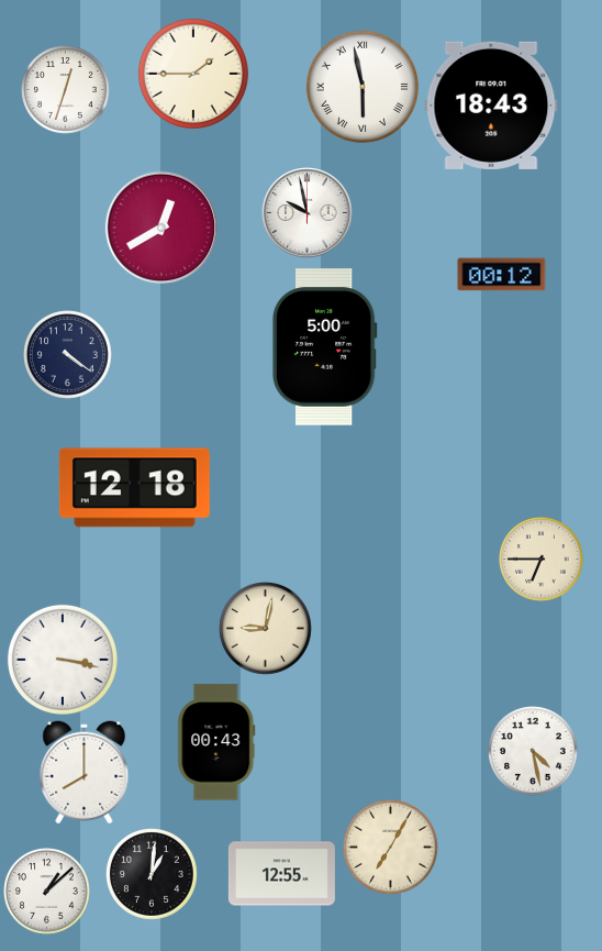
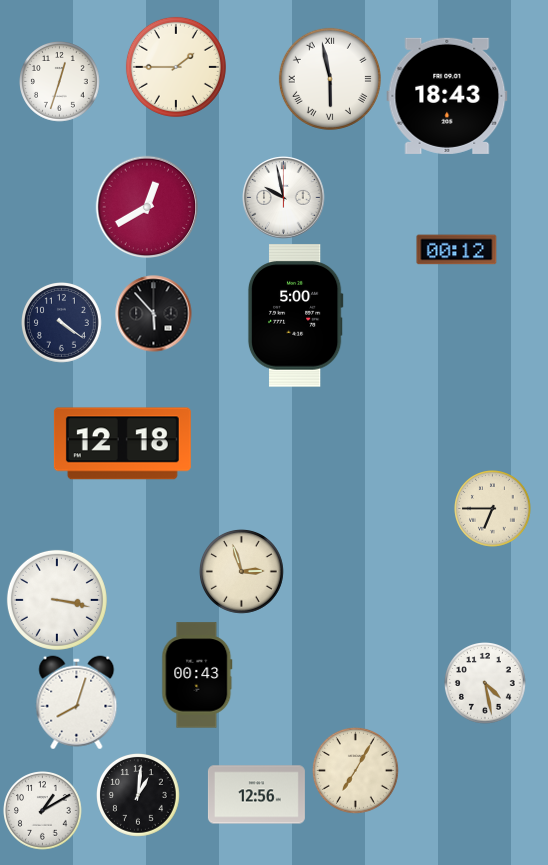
clock at (308, 213) position: (308, 213) -> (284, 198)
clock at (154, 314): none -> 5:53
clock at (266, 629): 9:02 -> 2:57
clock at (85, 773): 8:00 -> 8:03
clock at (281, 874): 12:55 -> 12:56
clock at (47, 892): 1:08 -> 1:10
